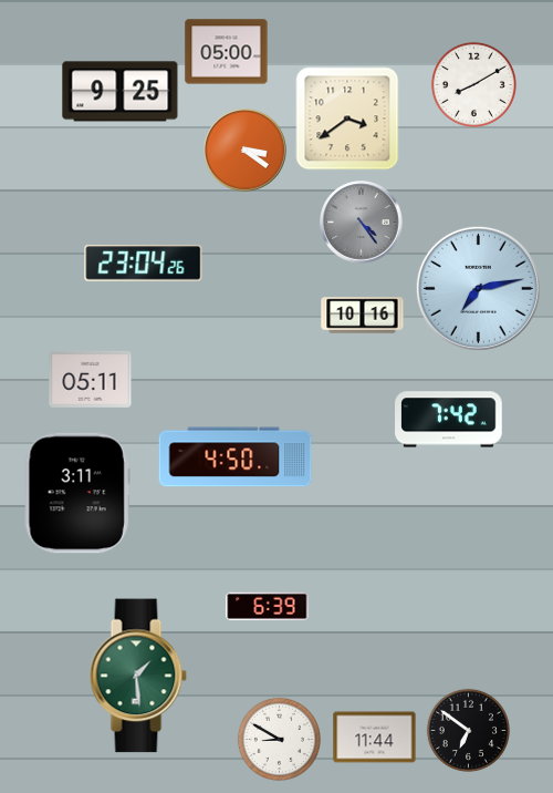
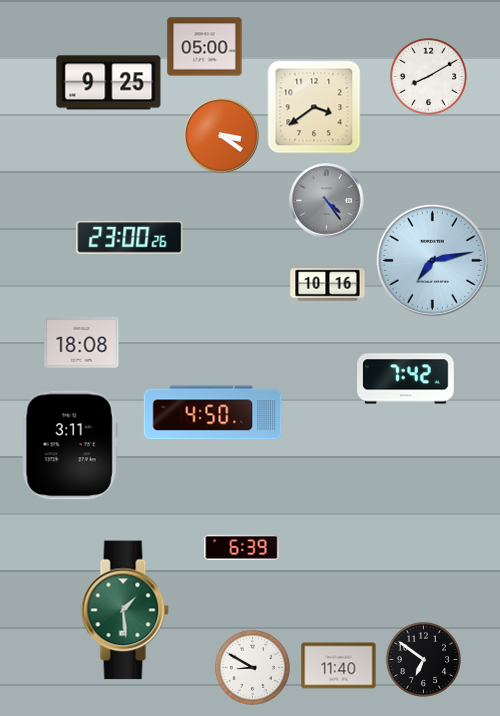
clock at (144, 264): 23:04 -> 23:00
clock at (91, 379): 05:11 -> 18:08
clock at (375, 738): 11:44 -> 11:40
